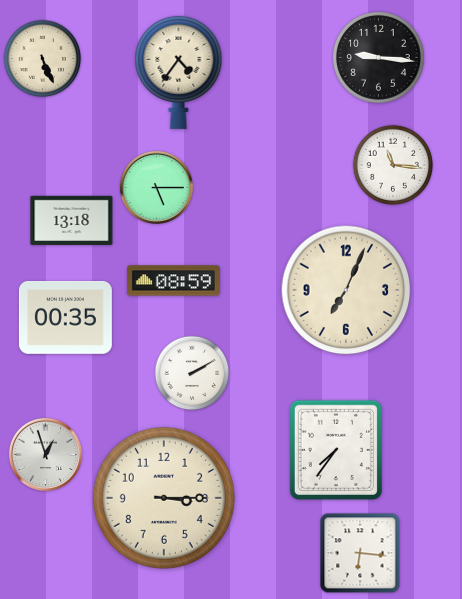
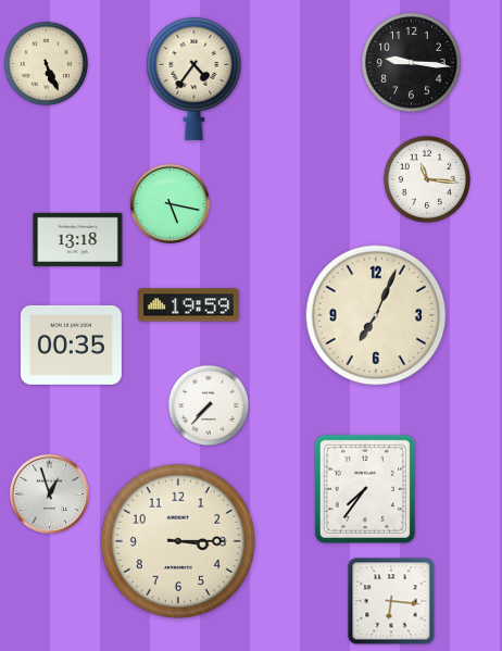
clock at (156, 187): 5:15 -> 5:17
clock at (173, 281): 08:59 -> 19:59
clock at (192, 373): 2:10 -> 7:37
